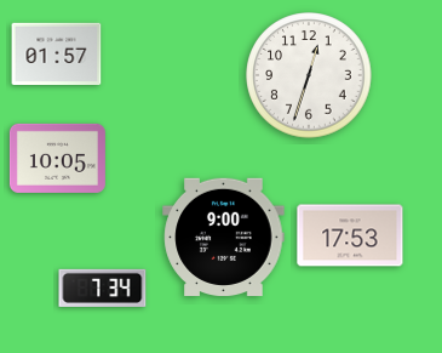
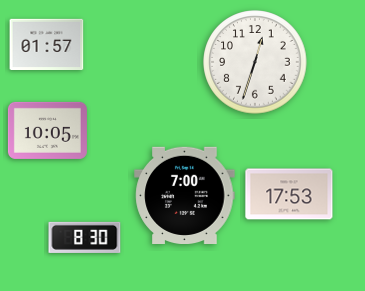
clock at (224, 237): 9:00 -> 7:00
clock at (103, 287): 7:34 -> 8:30
